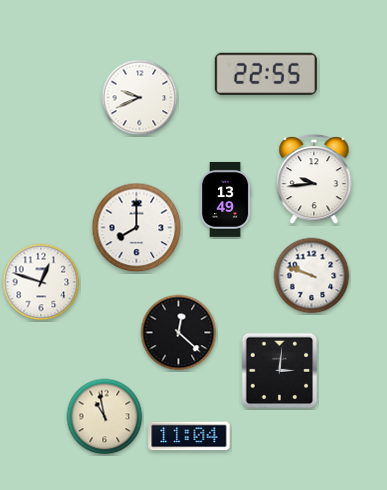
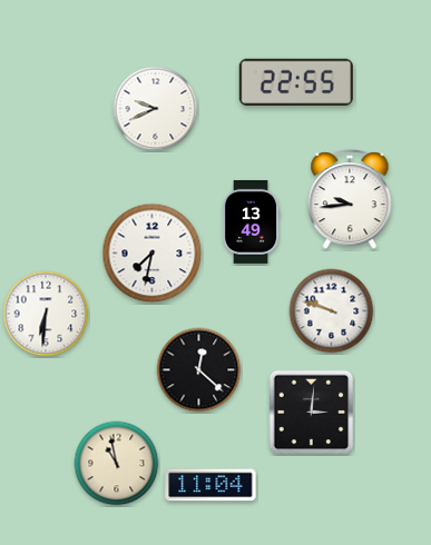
clock at (137, 228): 8:00 -> 7:32
clock at (312, 276) position: (312, 276) -> (332, 311)
clock at (41, 282): 12:48 -> 6:31
